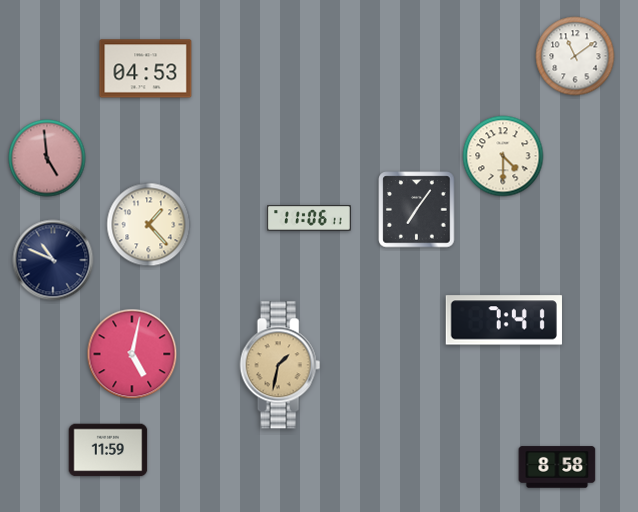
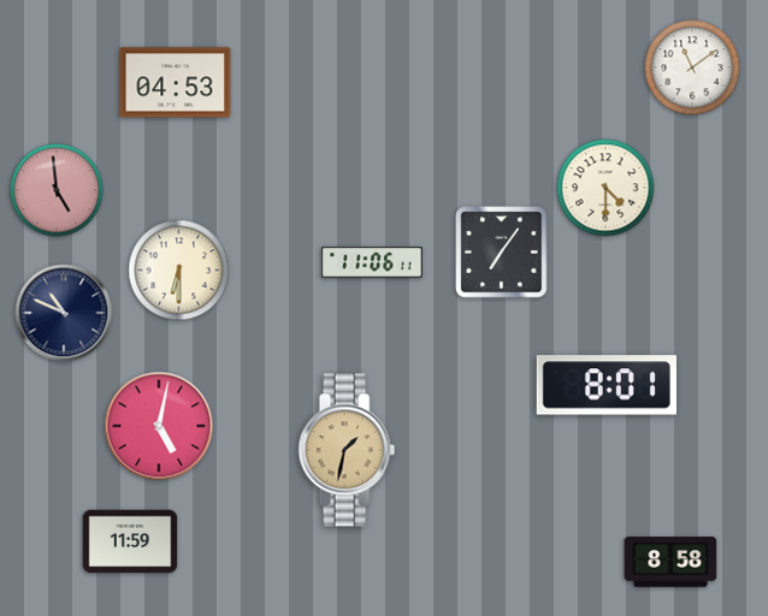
clock at (149, 225): 1:23 -> 6:30
clock at (504, 320): 7:41 -> 8:01
clock at (280, 365) position: (280, 365) -> (347, 450)
